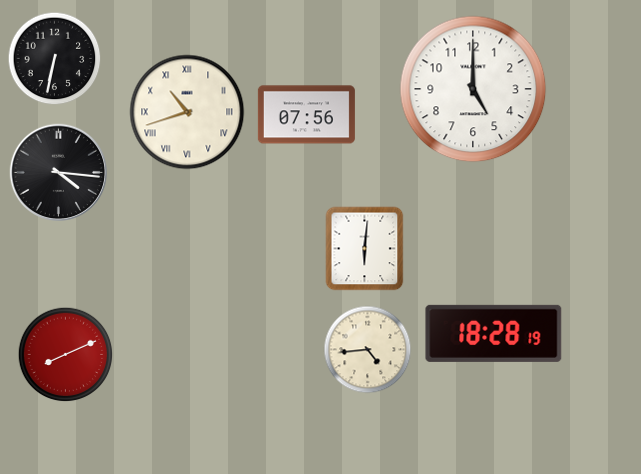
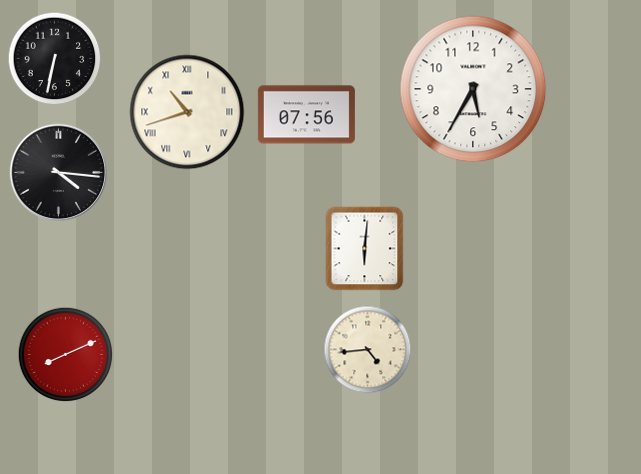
clock at (473, 89): 5:00 -> 5:35
clock at (494, 333): 18:28 -> none
